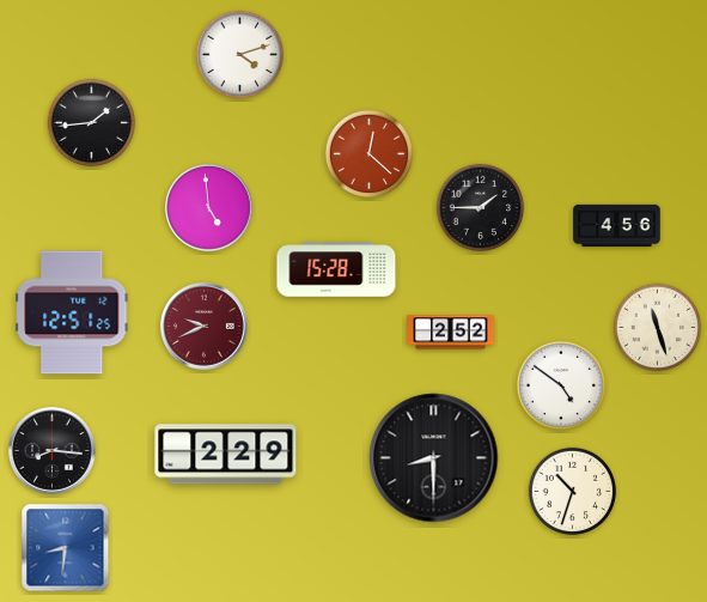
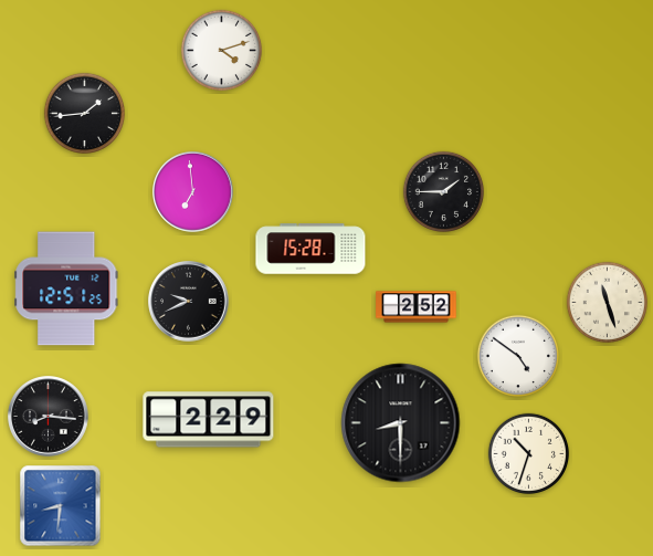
clock at (370, 154): 12:22 -> none
clock at (209, 208): 4:59 -> 6:59
clock at (617, 225): 4:56 -> none
clock at (205, 327) dial: burgundy -> black
